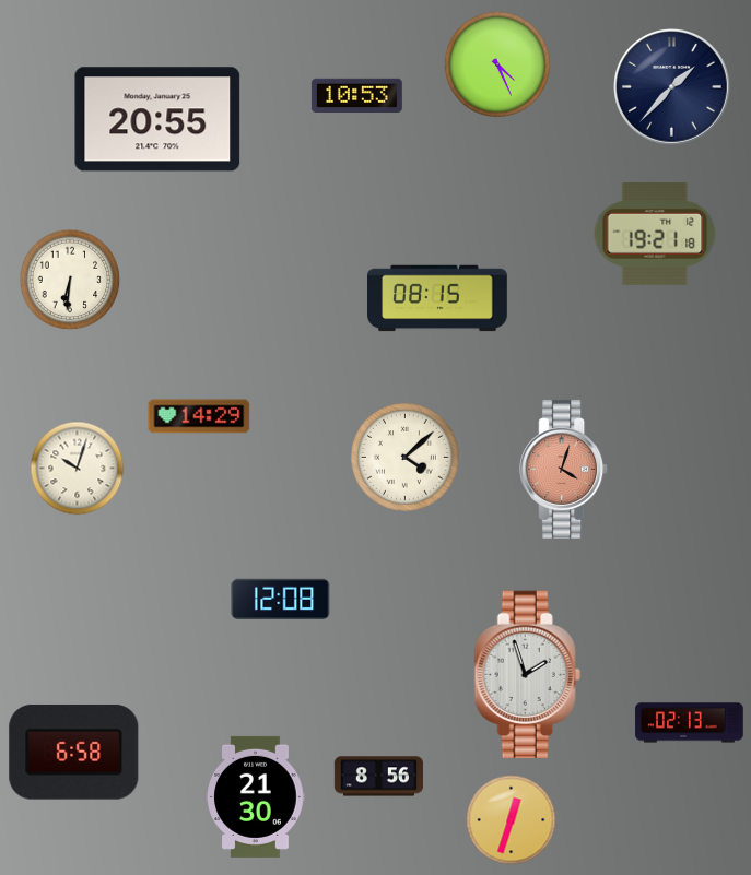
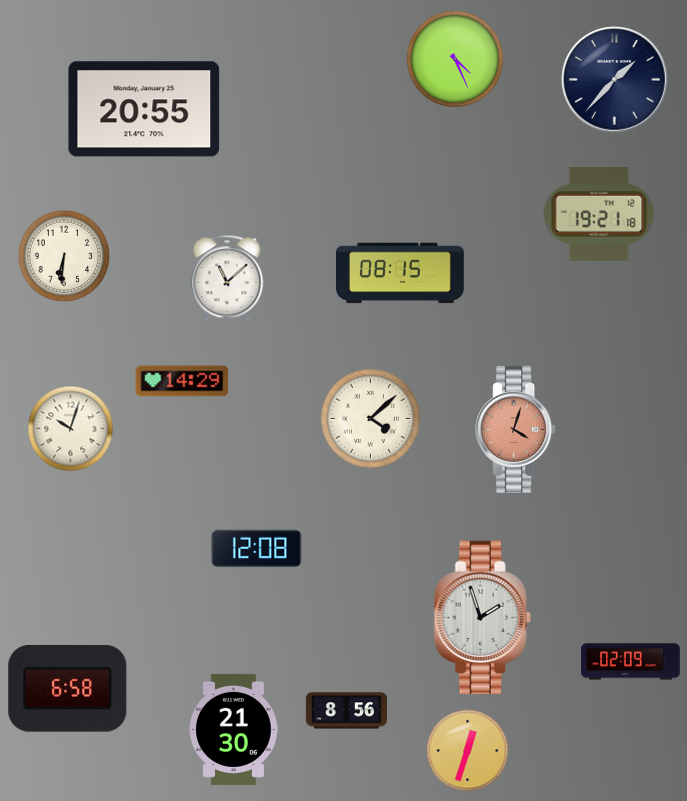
clock at (356, 95): 10:53 -> none
clock at (227, 278): none -> 11:08
clock at (690, 723): 02:13 -> 02:09
